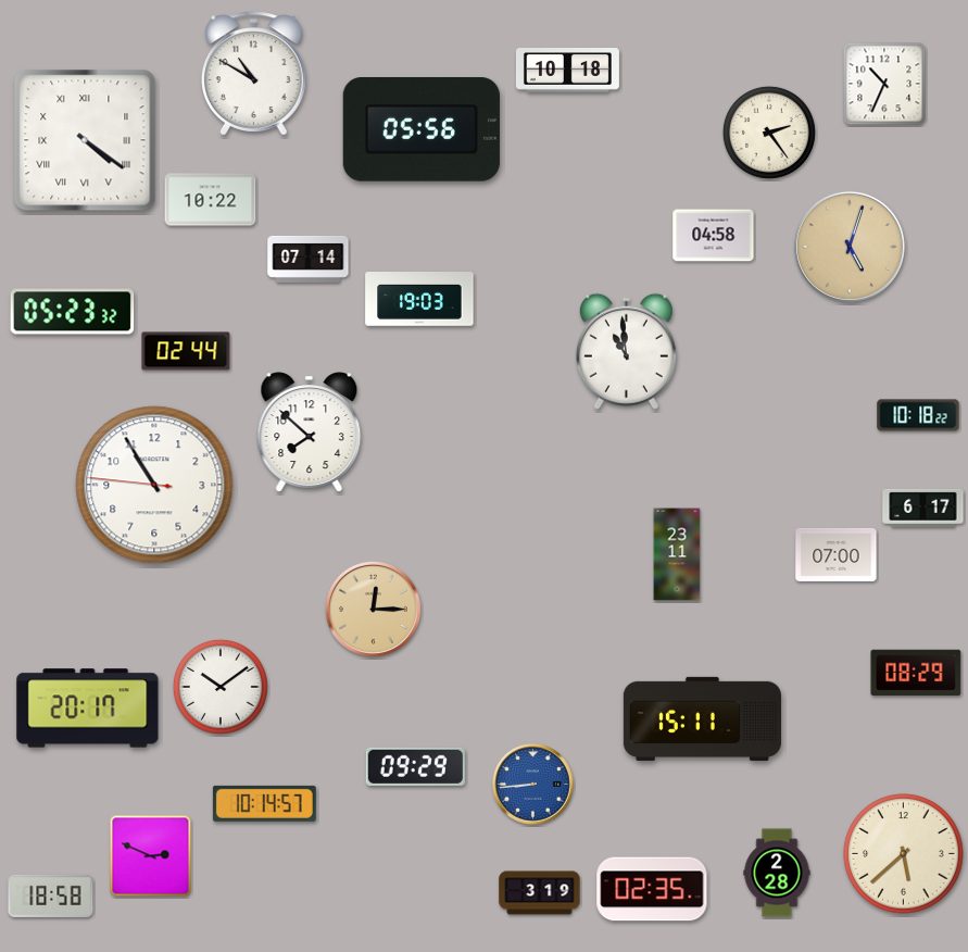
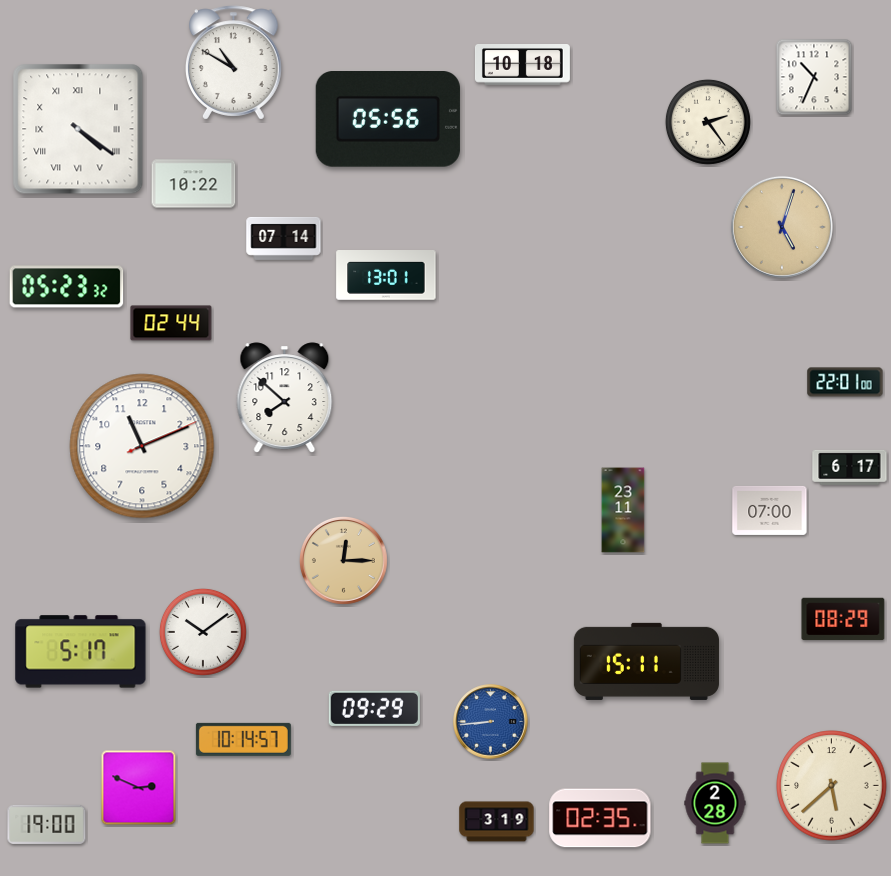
clock at (254, 74) position: (254, 74) -> (234, 63)
clock at (714, 236): 04:58 -> none
clock at (419, 300): 19:03 -> 13:01
clock at (626, 351): 10:59 -> none
clock at (918, 415): 10:18 -> 22:01
clock at (154, 485): 10:54 -> 11:11
clock at (88, 709): 20:17 -> 5:17
clock at (415, 766) position: (415, 766) -> (374, 708)
clock at (51, 895): 18:58 -> 19:00
